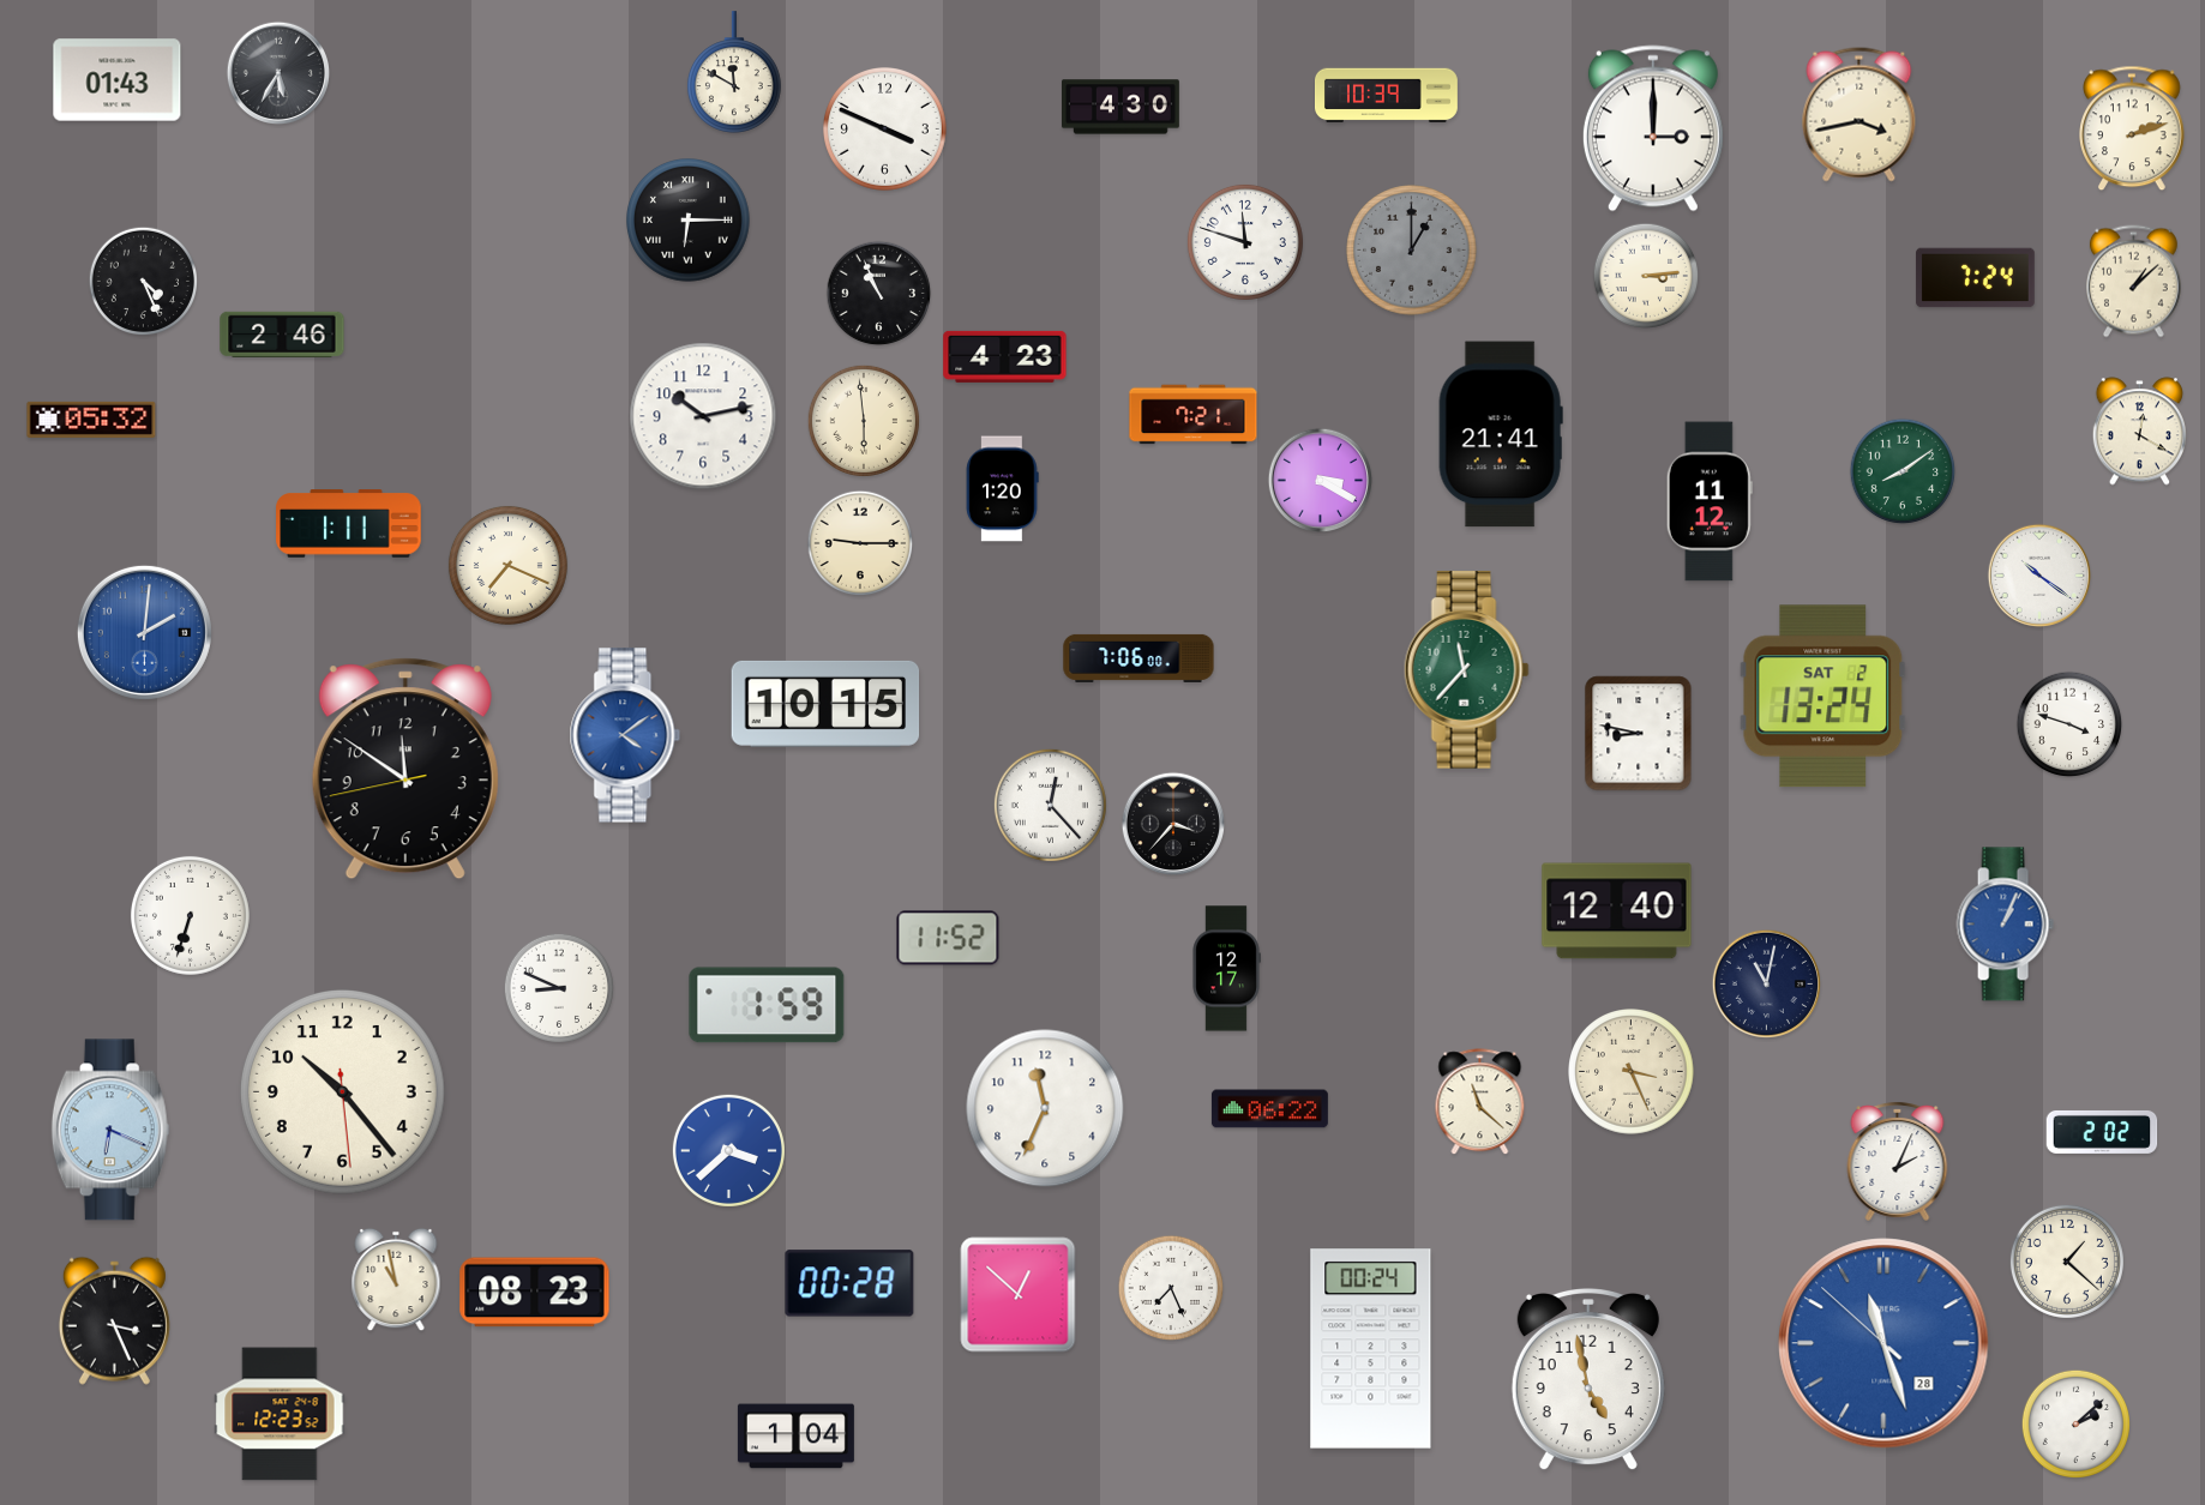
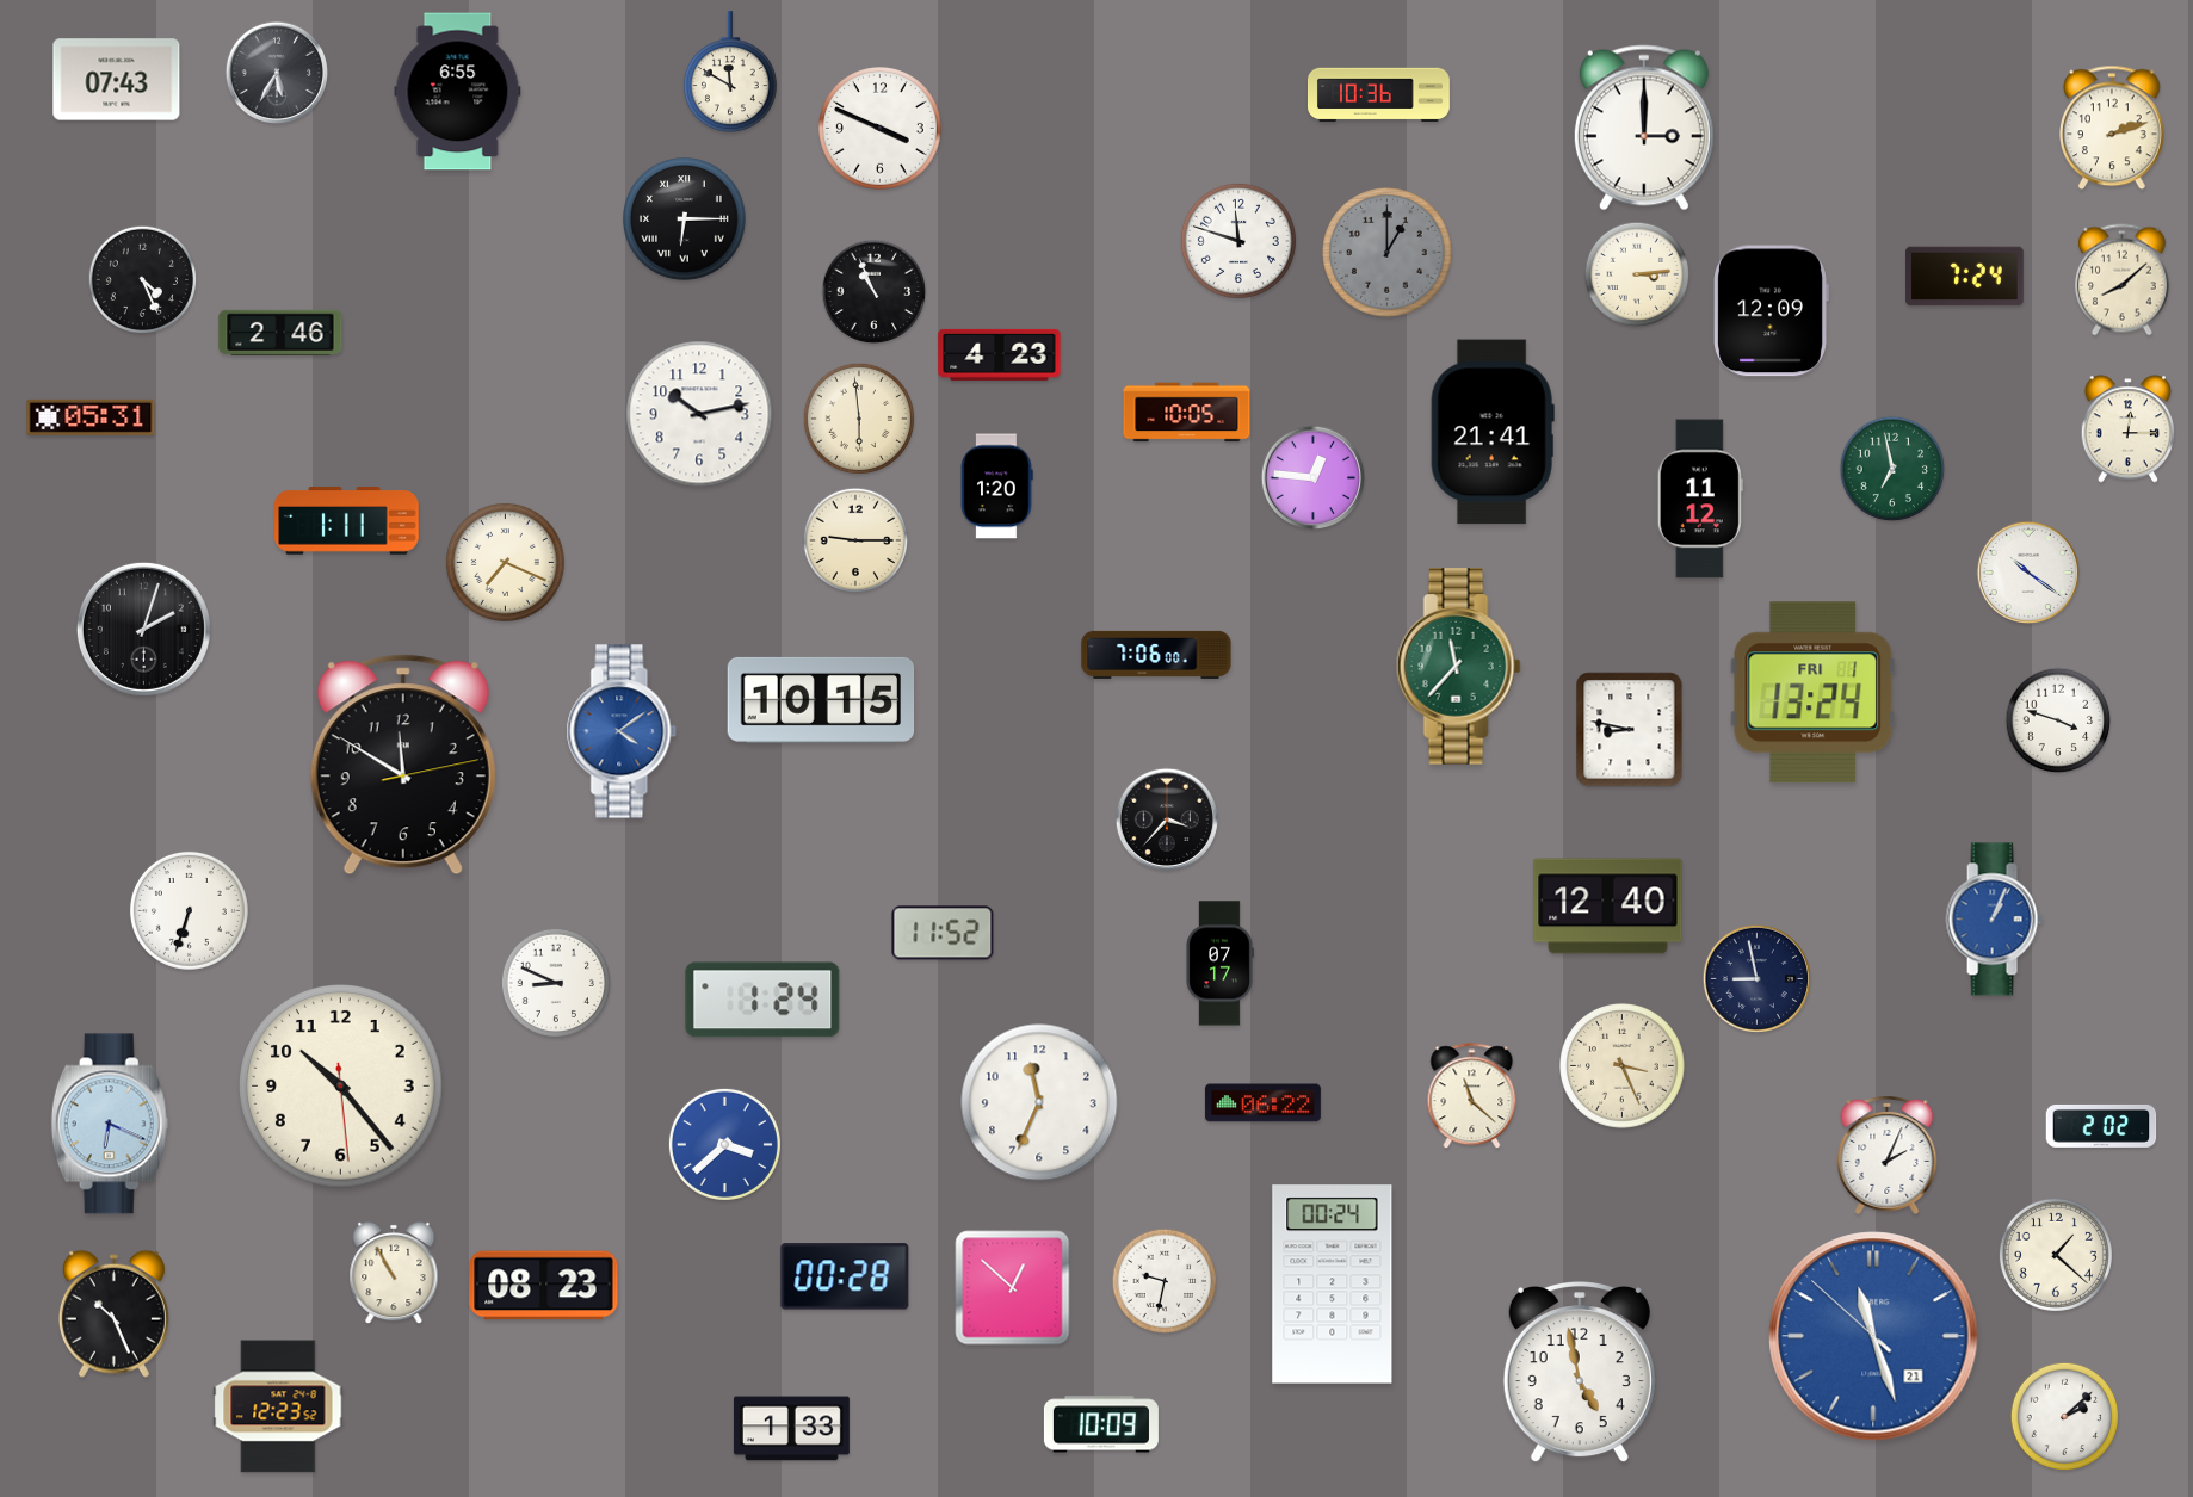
clock at (118, 80): 01:43 -> 07:43
clock at (458, 92): none -> 6:55
clock at (1387, 96): 10:39 -> 10:36
clock at (1122, 107): 4:30 -> none
clock at (1859, 115): 3:43 -> none
clock at (2133, 128) position: (2133, 128) -> (2113, 128)
clock at (1412, 251) position: (1412, 251) -> (1388, 253)
clock at (2133, 282): 1:08 -> 8:08
clock at (1772, 311): none -> 12:09
clock at (1194, 415): 7:21 -> 10:05
clock at (91, 420): 05:32 -> 05:31
clock at (2139, 432): 12:20 -> 12:15
clock at (1903, 471): 8:09 -> 6:58
clock at (1321, 481): 3:20 -> 12:46
clock at (144, 632): 2:01 -> 2:03
clock at (144, 632) dial: blue -> black
clock at (1138, 658) position: (1138, 658) -> (1156, 655)
clock at (1824, 697) date: SAT 2 -> FRI 1
clock at (405, 769): 11:50:43 -> 11:50:13
clock at (1050, 805): 12:23 -> none
clock at (1226, 969): 12:17 -> 07:17
clock at (1766, 983): 11:02 -> 8:58
clock at (767, 1005): 1:59 -> 1:24
clock at (2102, 1132) position: (2102, 1132) -> (2101, 1126)
clock at (396, 1280): 10:58 -> 10:55
clock at (1171, 1288): 7:26 -> 9:32
clock at (535, 1293) position: (535, 1293) -> (544, 1286)
clock at (114, 1320): 3:26 -> 10:26
clock at (1883, 1343) date: 28 -> 21
clock at (1371, 1349) position: (1371, 1349) -> (1333, 1285)
clock at (1101, 1424): none -> 10:09
clock at (795, 1437): 1:04 -> 1:33
